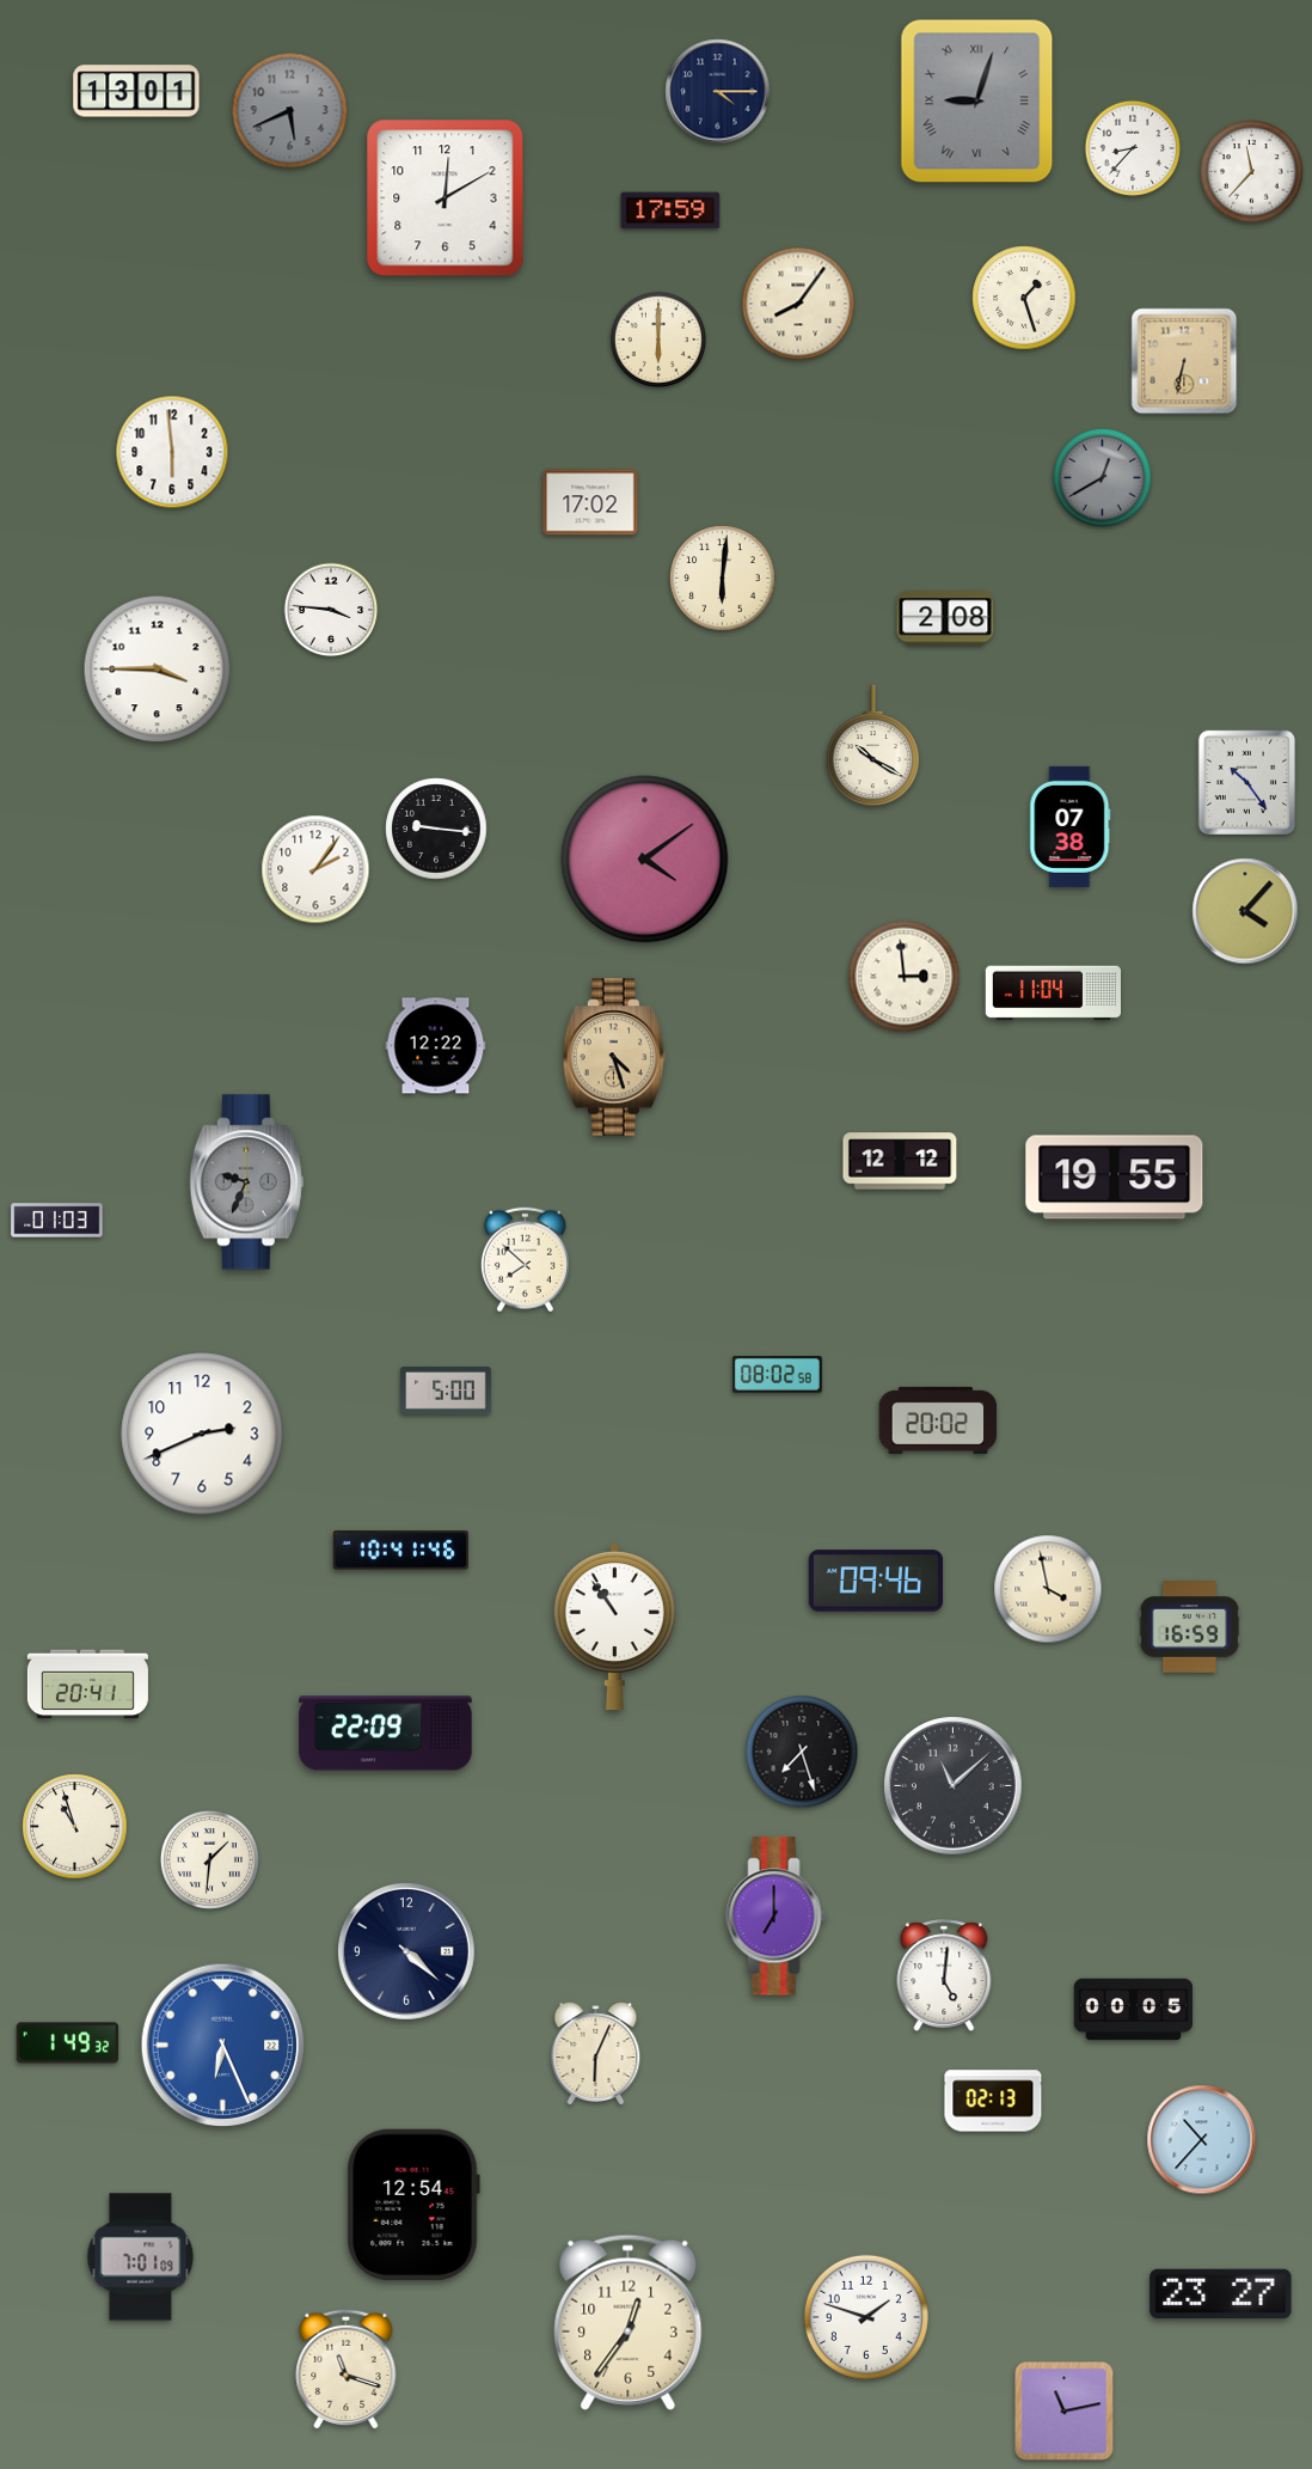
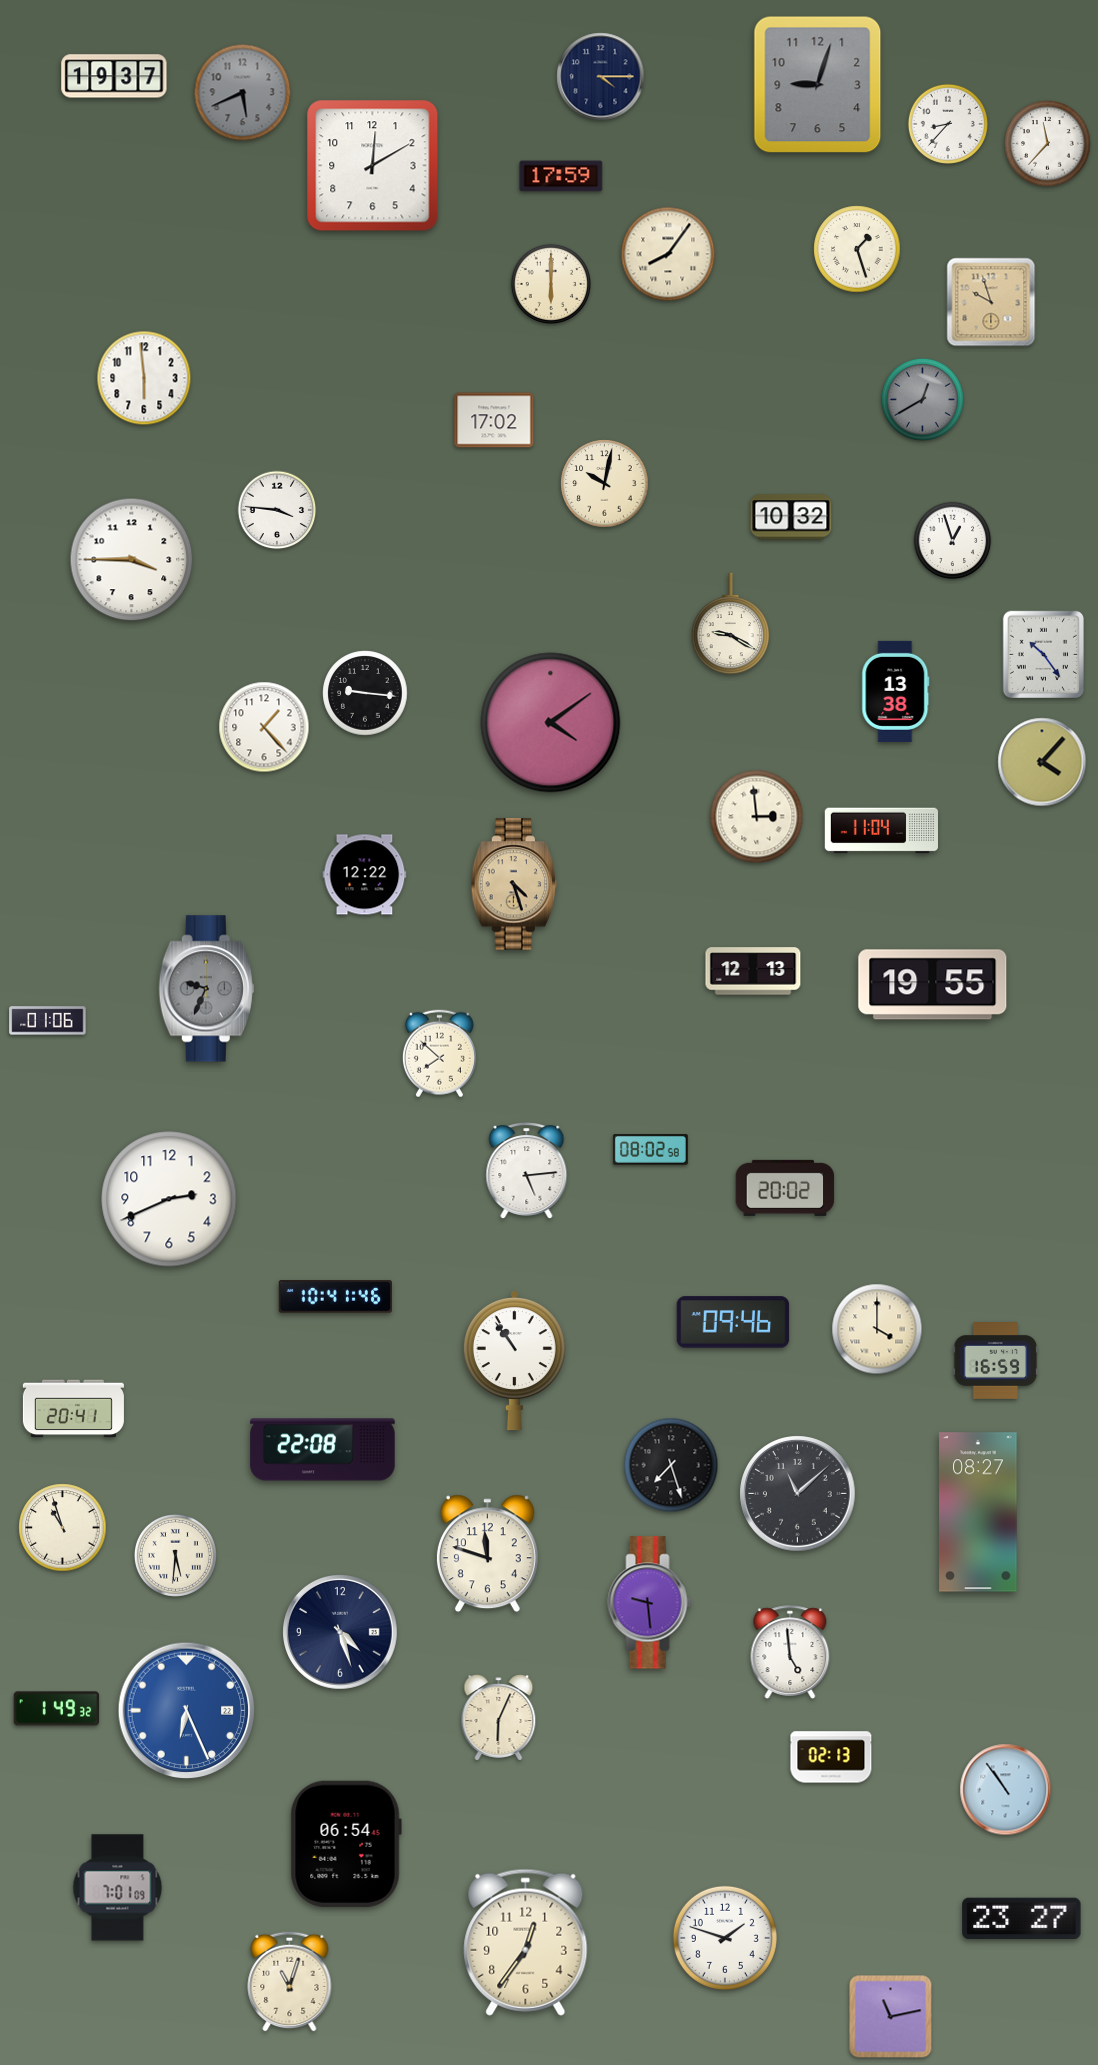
clock at (136, 91): 13:01 -> 19:37
clock at (977, 102) numerals: Roman -> Arabic
clock at (1184, 361): 6:32 -> 9:57
clock at (723, 579): 6:01 -> 10:02
clock at (945, 618): 2:08 -> 10:32
clock at (953, 541): none -> 12:57
clock at (872, 746): 10:20 -> 9:20
clock at (1071, 826): 07:38 -> 13:38
clock at (645, 860) position: (645, 860) -> (551, 723)
clock at (315, 869): 2:06 -> 1:23
clock at (900, 1161): 12:12 -> 12:13
clock at (57, 1221): 01:03 -> 01:06
clock at (446, 1391): 5:00 -> none
clock at (527, 1171): none -> 5:14
clock at (1048, 1589): 3:58 -> 4:00
clock at (386, 1734): 22:09 -> 22:08
clock at (978, 1512): none -> 08:27
clock at (487, 1554): none -> 11:48
clock at (209, 1859): 1:31 -> 5:31
clock at (777, 1917): 7:00 -> 9:29
clock at (407, 1952): 4:22 -> 4:27
clock at (944, 1975): 5:01 -> 4:59
clock at (1134, 2010): 00:05 -> none
clock at (1202, 2140): 10:37 -> 10:54
clock at (413, 2205): 12:54 -> 06:54
clock at (347, 2369): 11:18 -> 11:03
